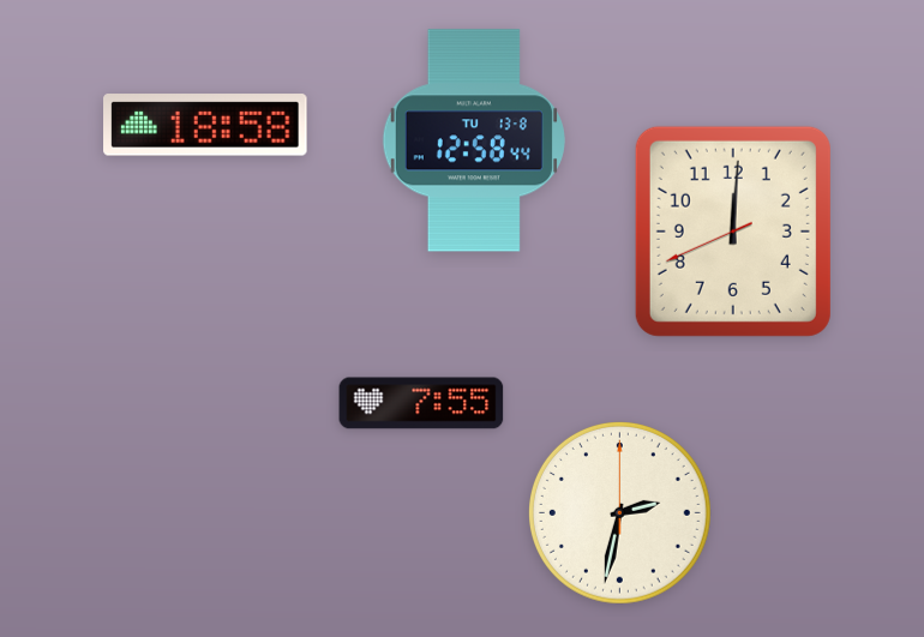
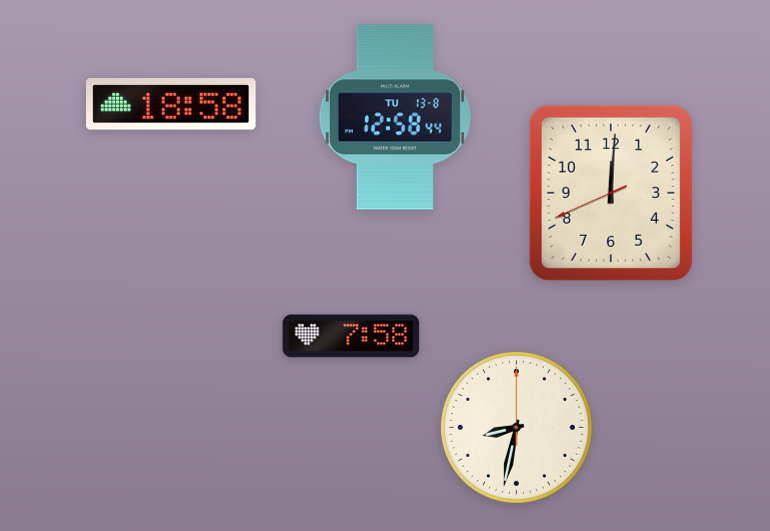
clock at (421, 403): 7:55 -> 7:58
clock at (619, 512): 2:32 -> 8:32
